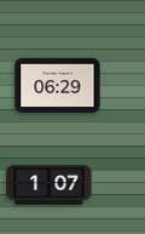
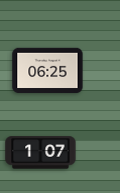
clock at (58, 86): 06:29 -> 06:25
